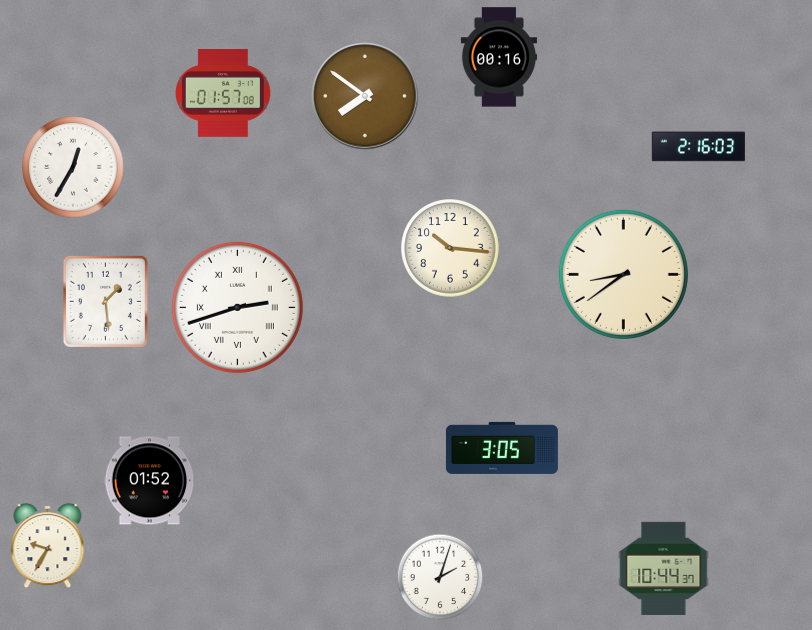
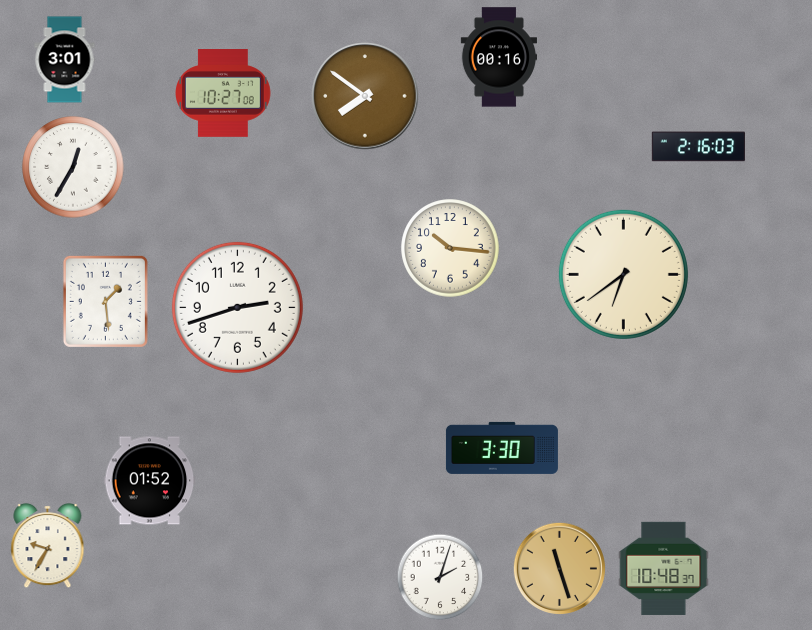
clock at (65, 60): none -> 3:01
clock at (224, 94): 01:57 -> 10:27
clock at (623, 274): 8:39 -> 6:39
clock at (237, 307) numerals: Roman -> Arabic
clock at (502, 448): 3:05 -> 3:30
clock at (559, 568): none -> 11:27
clock at (664, 568): 10:44 -> 10:48
